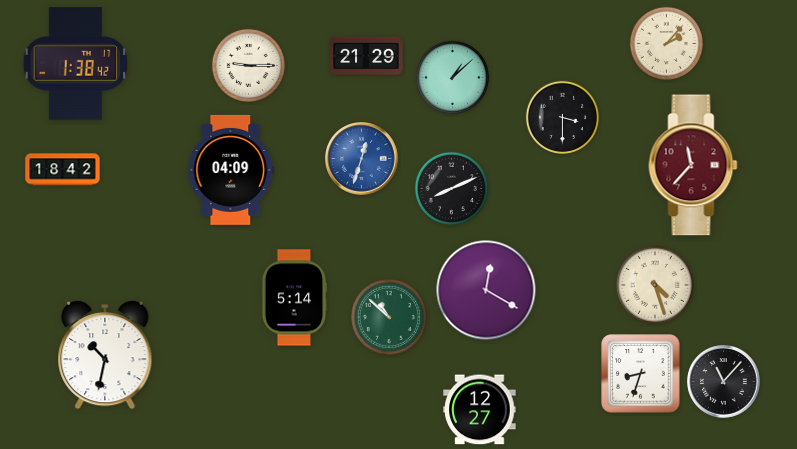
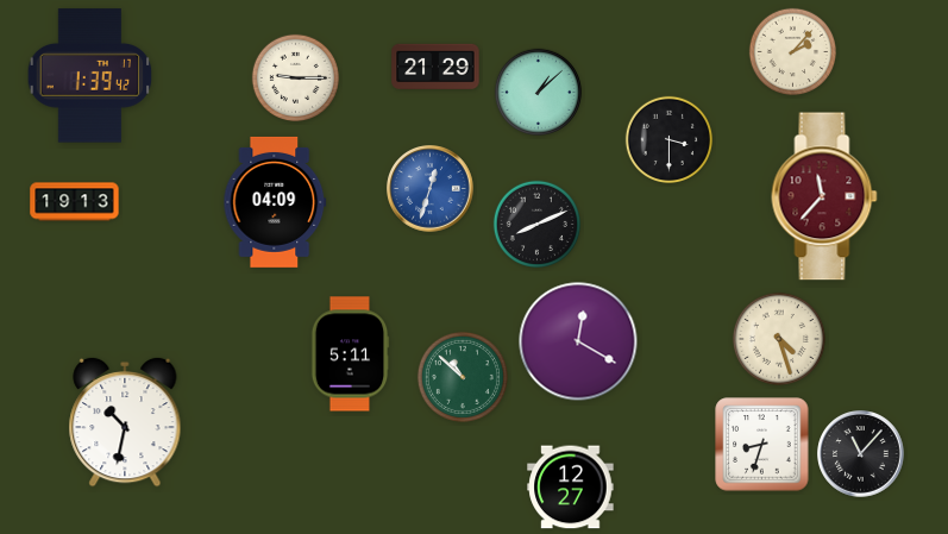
clock at (76, 64): 1:38 -> 1:39
clock at (63, 170): 18:42 -> 19:13
clock at (486, 290) position: (486, 290) -> (578, 341)
clock at (294, 298): 5:14 -> 5:11
